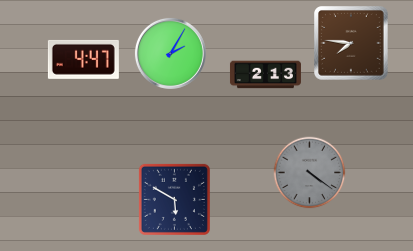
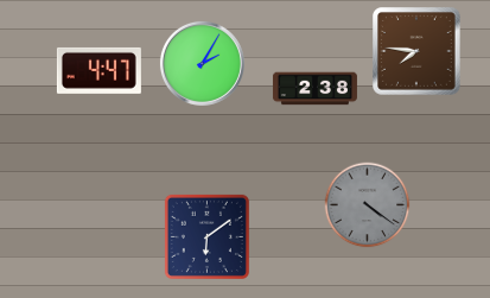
clock at (265, 75): 2:13 -> 2:38
clock at (174, 199): 5:50 -> 6:09
